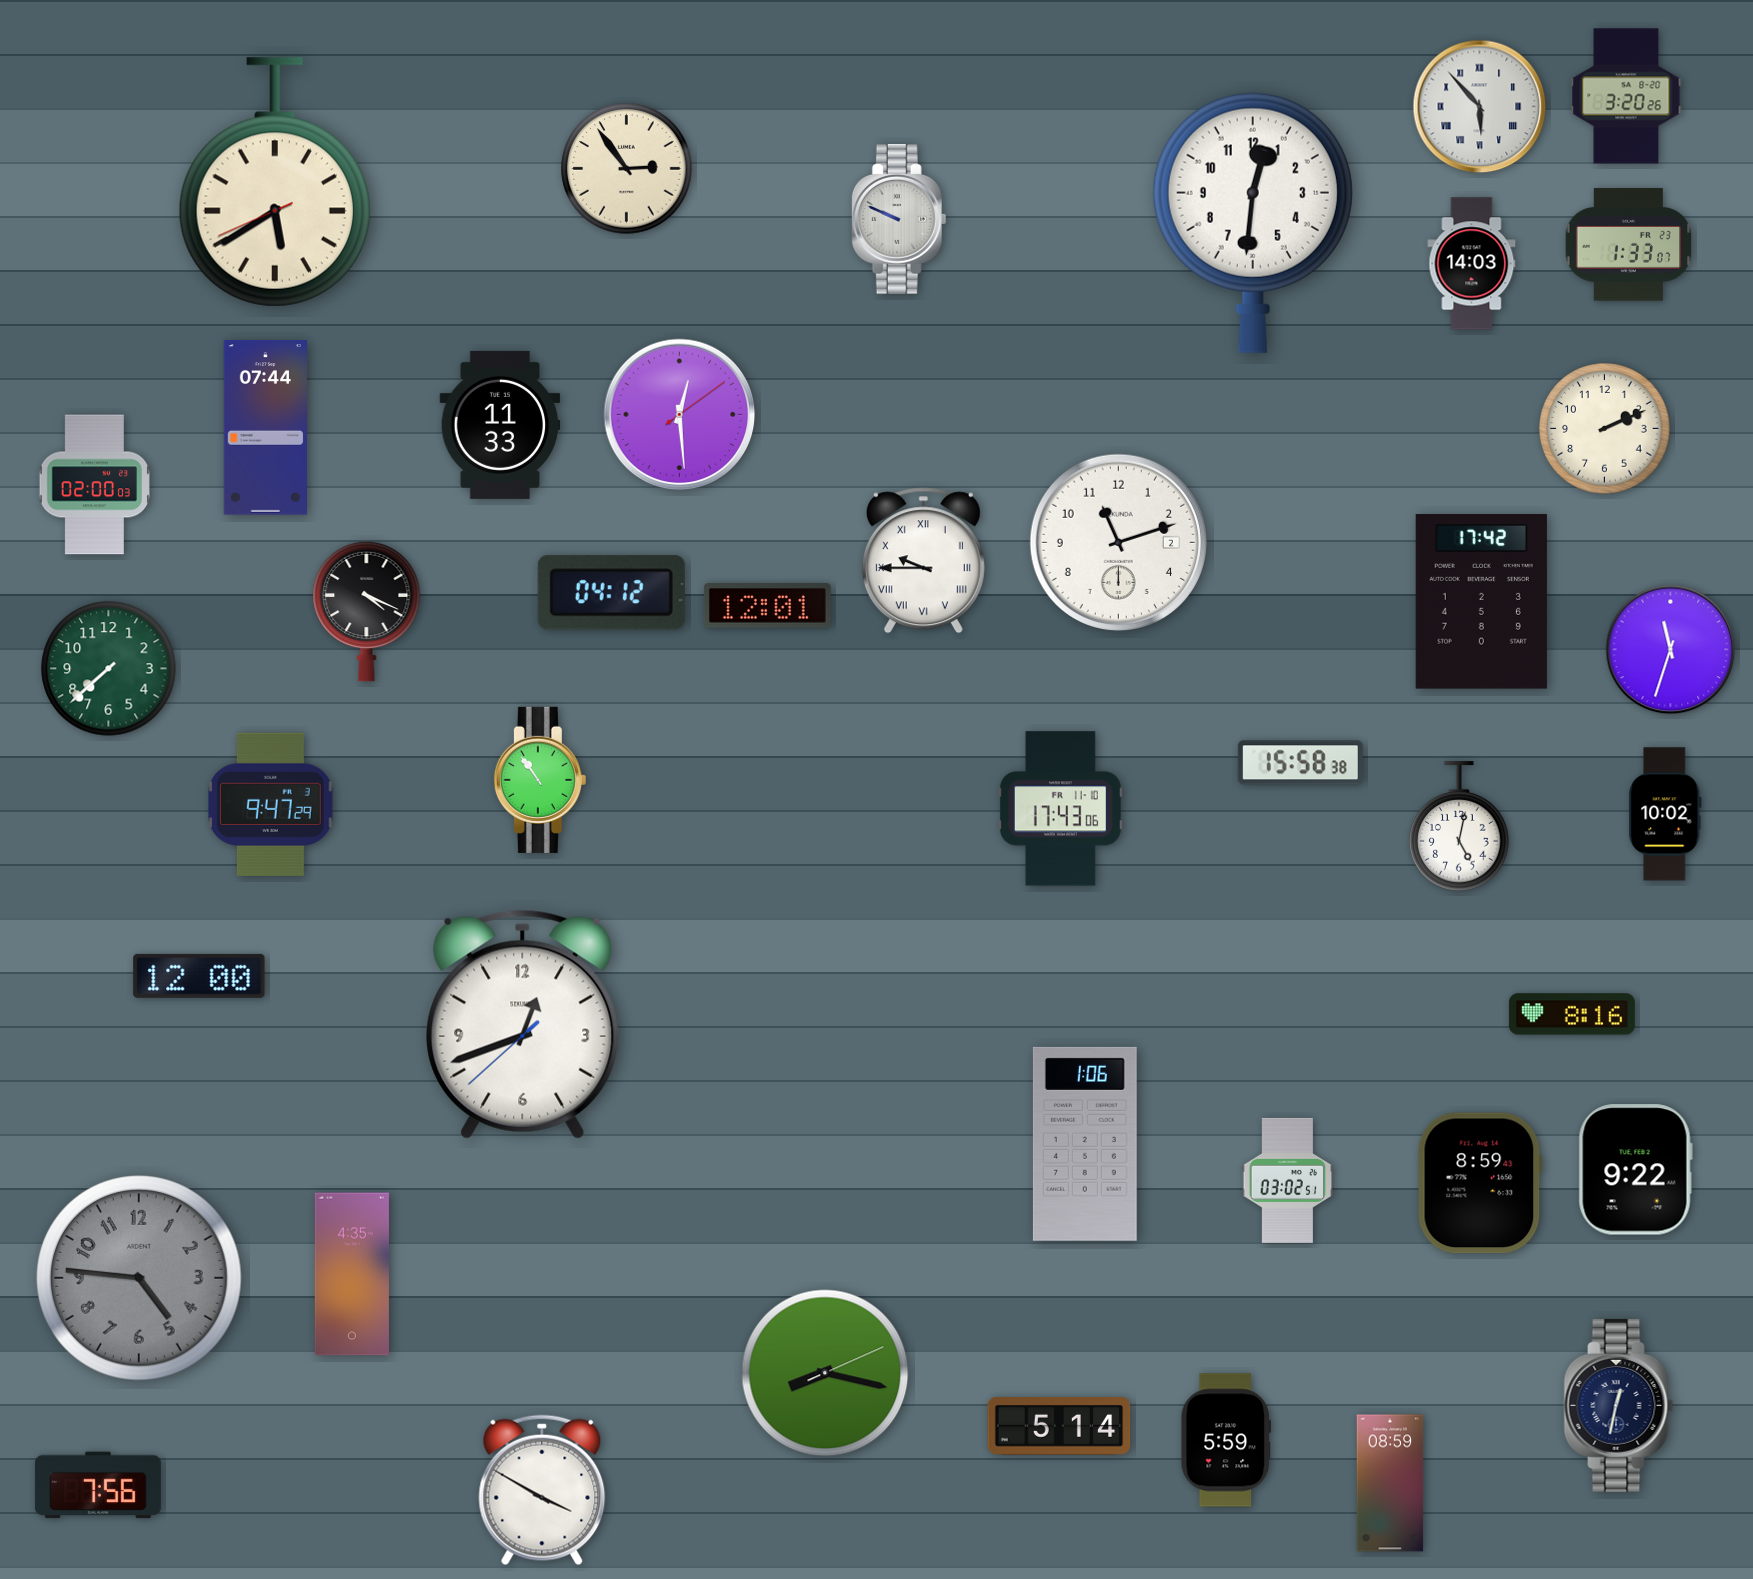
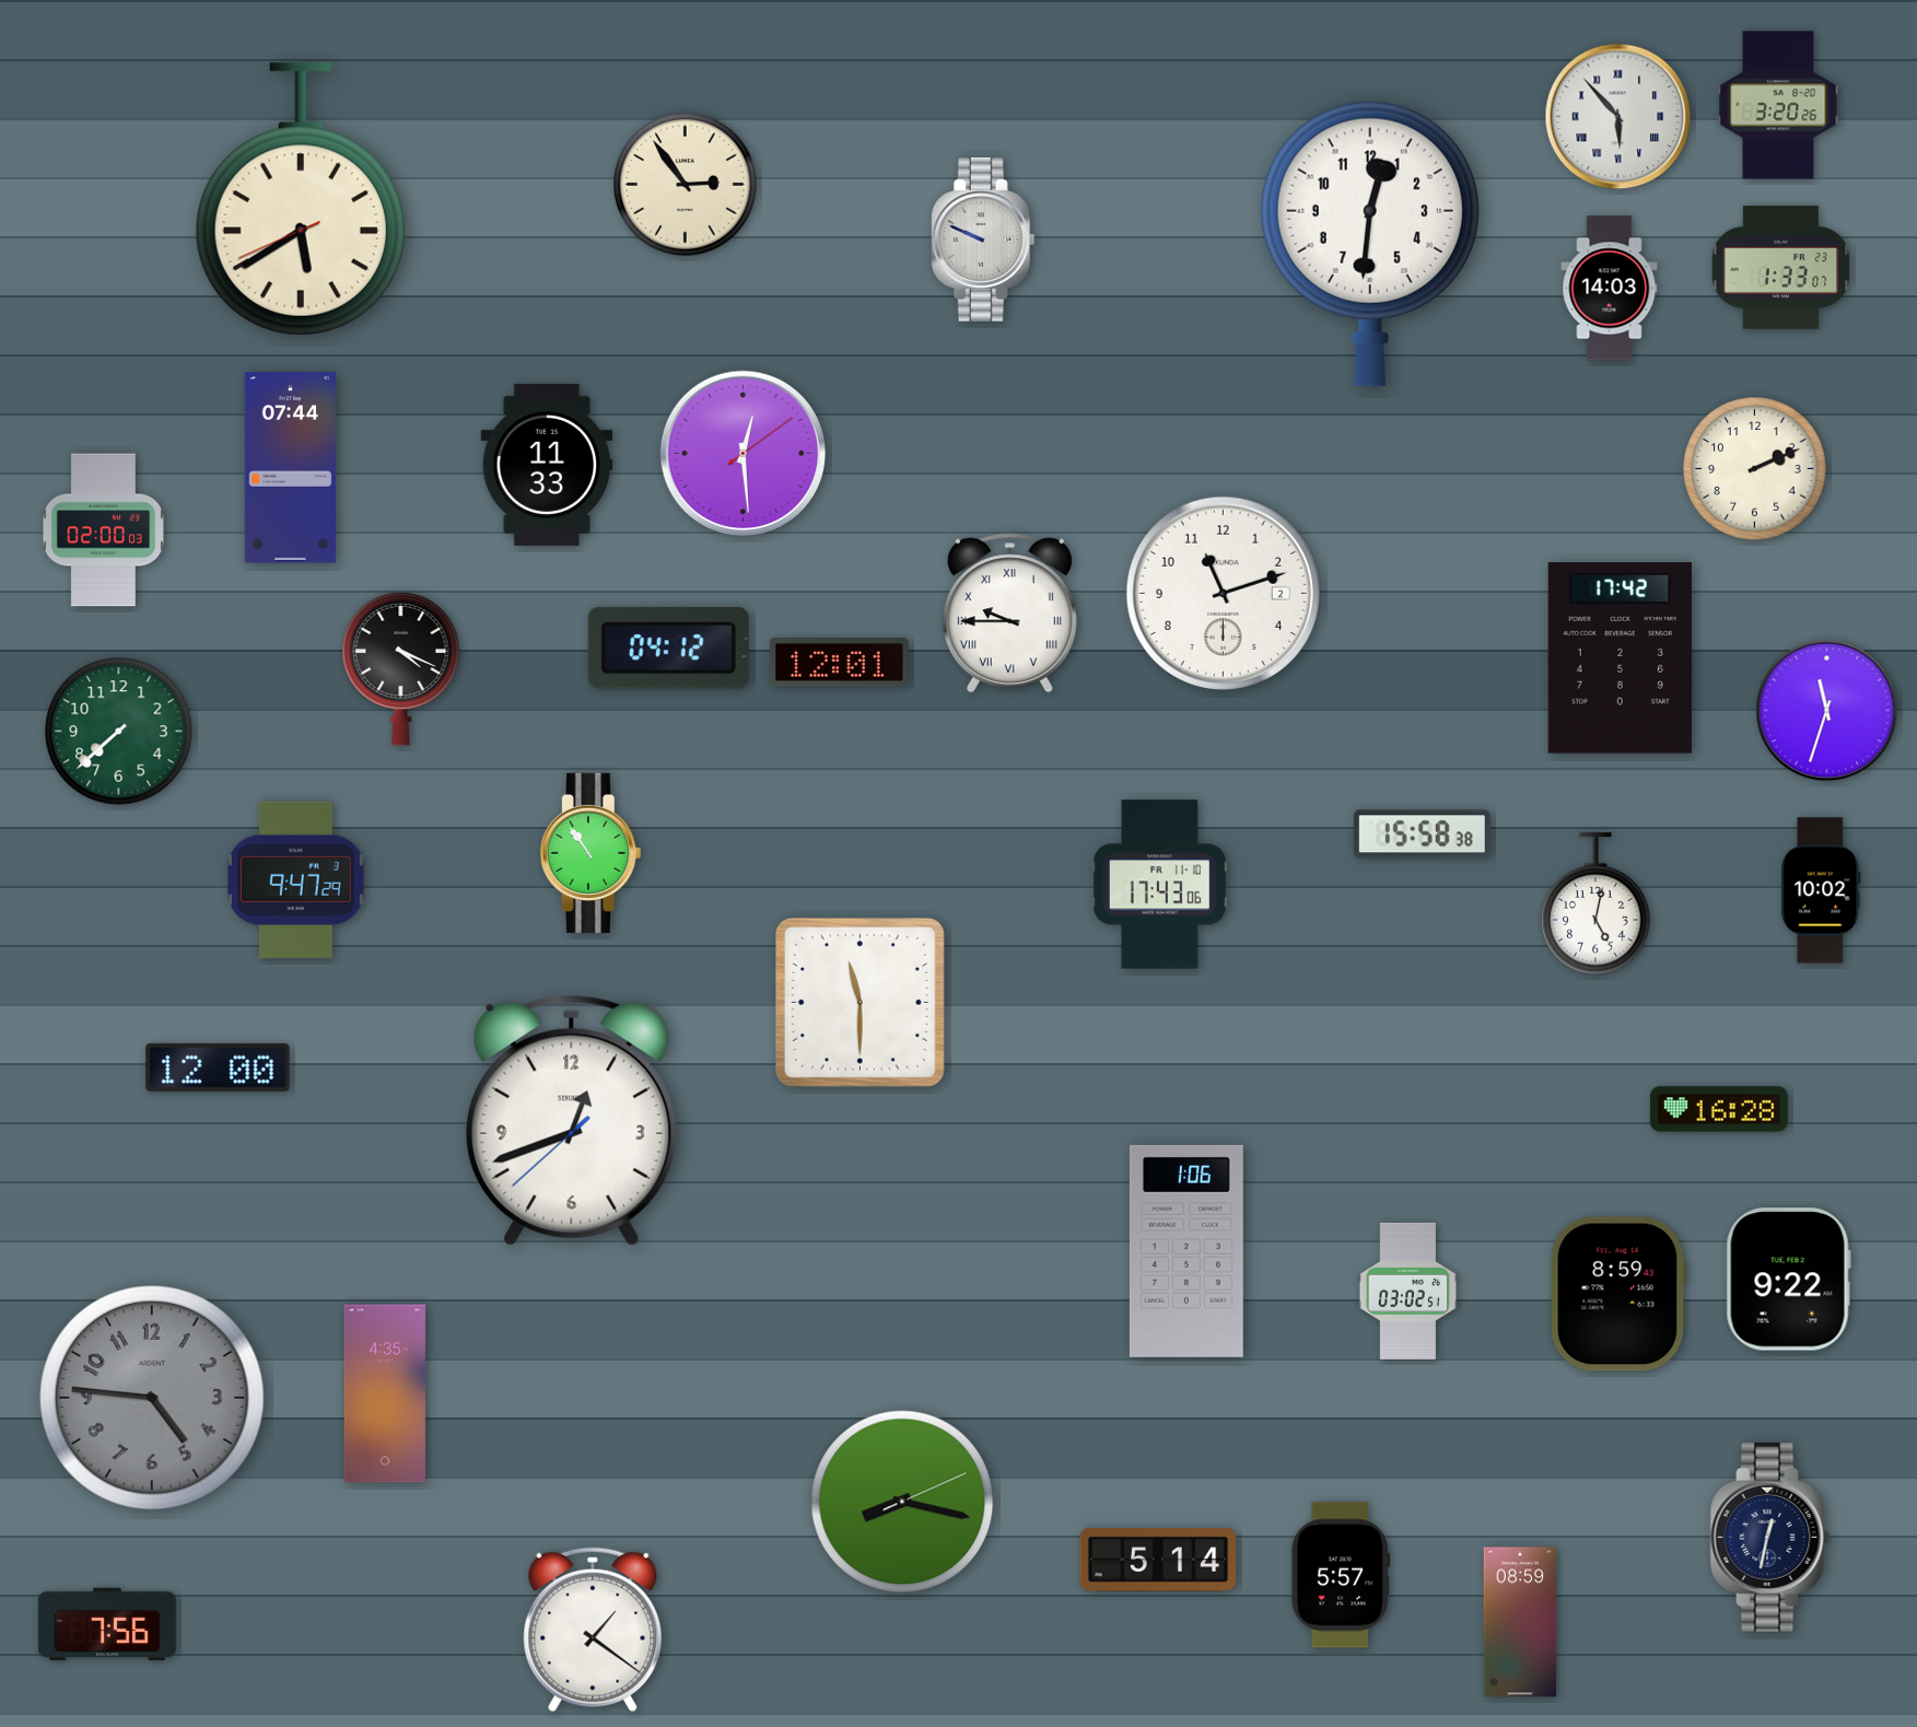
clock at (860, 1002): none -> 11:30
clock at (1572, 1014): 8:16 -> 16:28
clock at (1225, 1440): 5:59 -> 5:57
clock at (542, 1490): 3:50 -> 1:21
